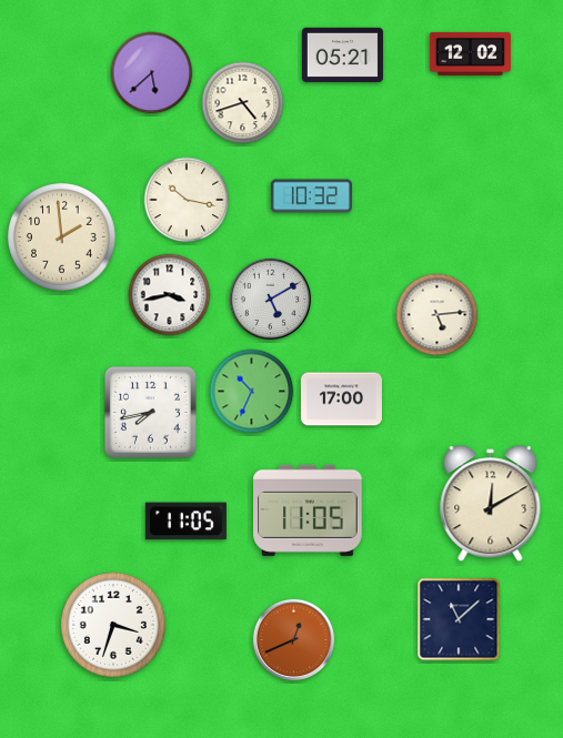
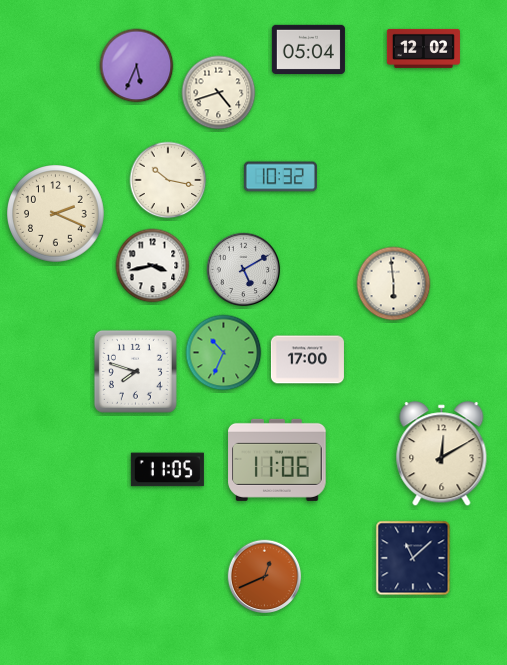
clock at (342, 54): 05:21 -> 05:04
clock at (152, 73): 5:38 -> 5:34
clock at (62, 237): 1:59 -> 2:19
clock at (438, 315): 5:14 -> 5:59
clock at (252, 392) position: (252, 392) -> (224, 353)
clock at (150, 412): 7:43 -> 7:48
clock at (308, 510): 11:05 -> 11:06
clock at (113, 625): 3:33 -> none
